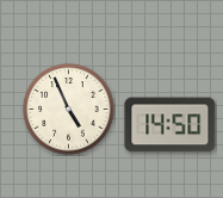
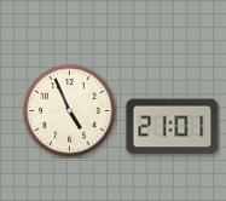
clock at (171, 125): 14:50 -> 21:01
